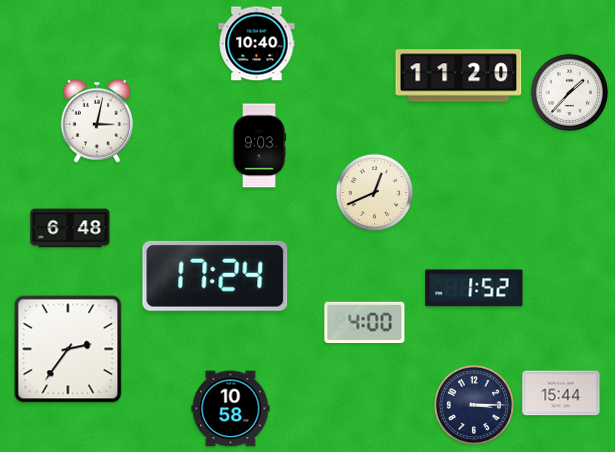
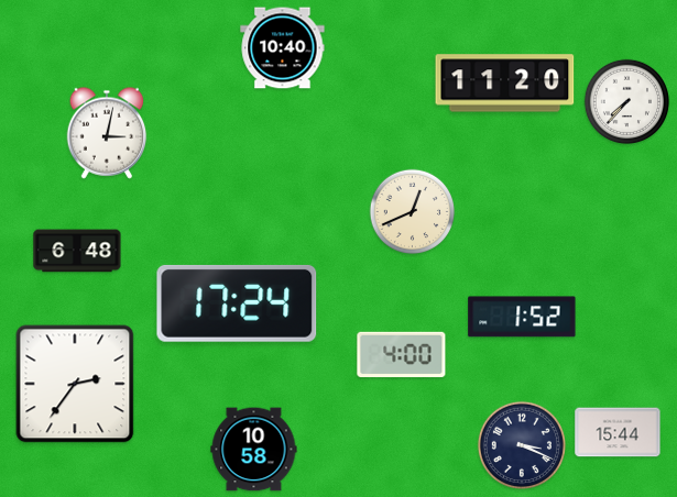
clock at (570, 93): 1:37 -> 7:37
clock at (259, 146): 9:03 -> none
clock at (474, 405): 3:15 -> 3:19
